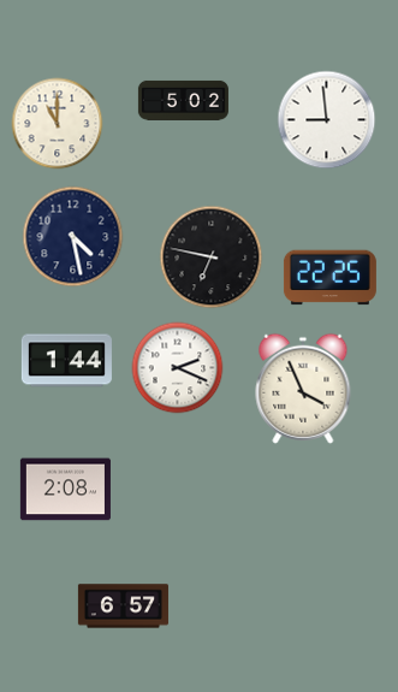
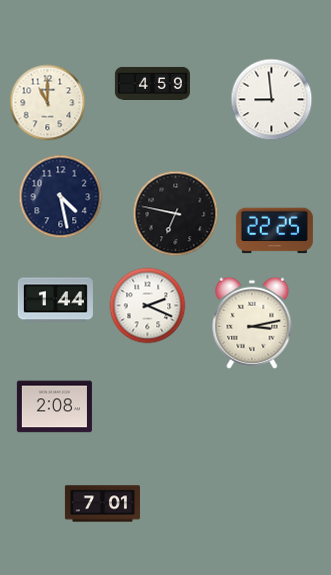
clock at (183, 100): 5:02 -> 4:59
clock at (303, 389): 3:56 -> 3:13
clock at (123, 607): 6:57 -> 7:01
